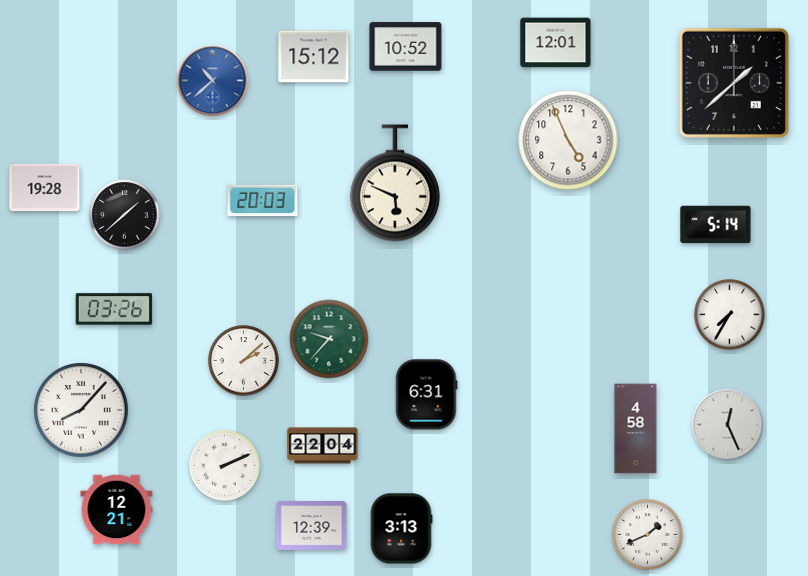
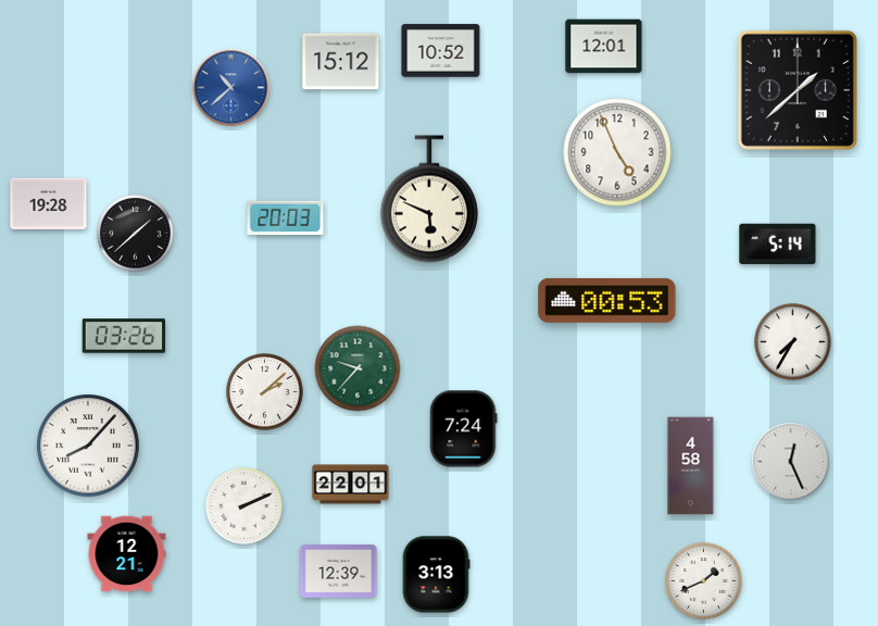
clock at (607, 300): none -> 00:53
clock at (427, 395): 6:31 -> 7:24
clock at (323, 446): 22:04 -> 22:01
